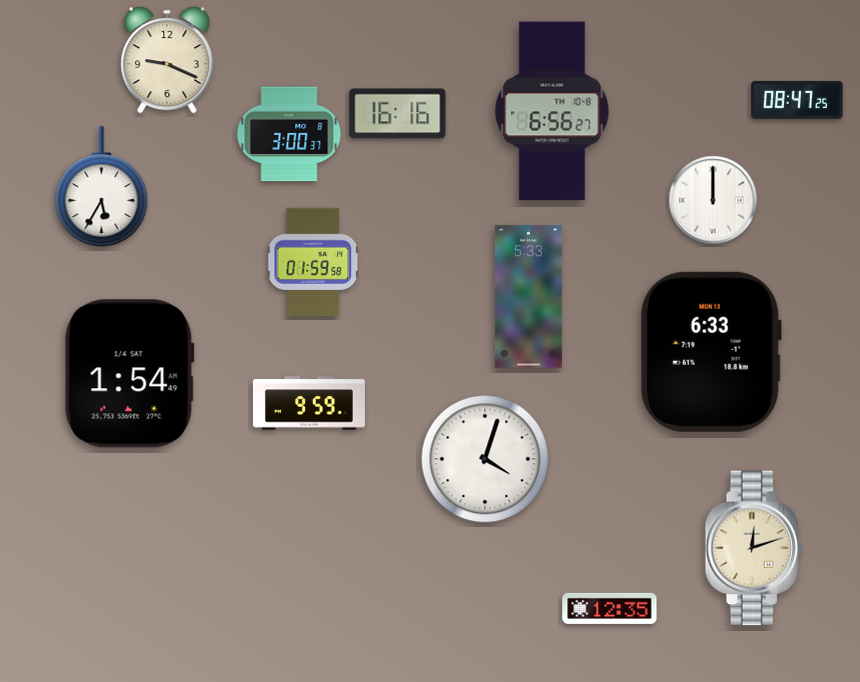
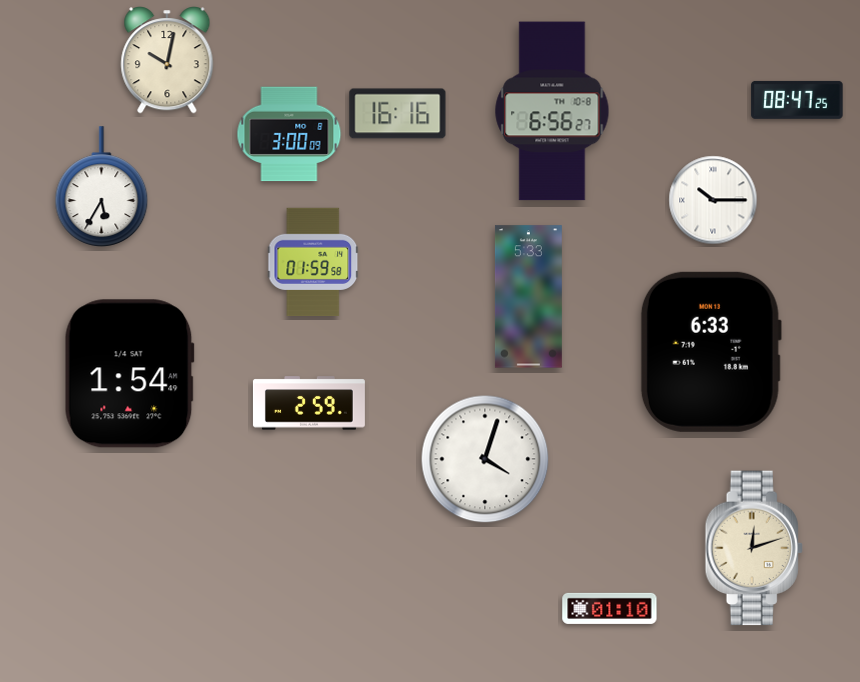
clock at (167, 60): 9:19 -> 10:02
clock at (289, 134): 3:00:37 -> 3:00:09
clock at (713, 200): 12:00 -> 10:15
clock at (309, 403): 9:59 -> 2:59
clock at (610, 608): 12:35 -> 01:10
